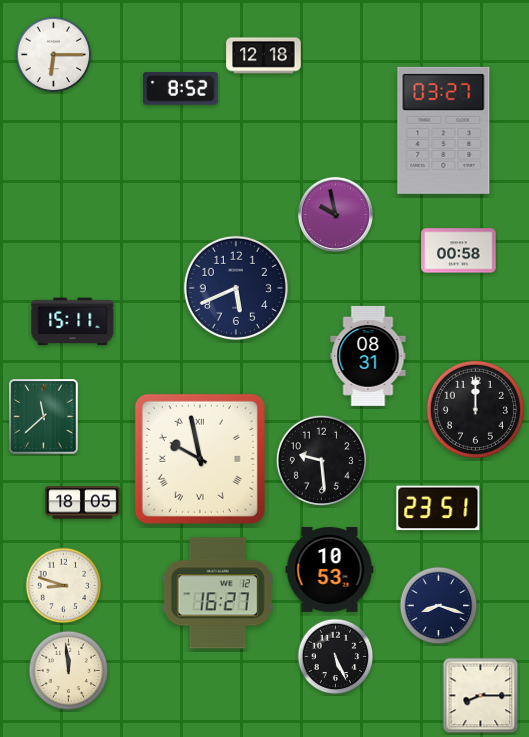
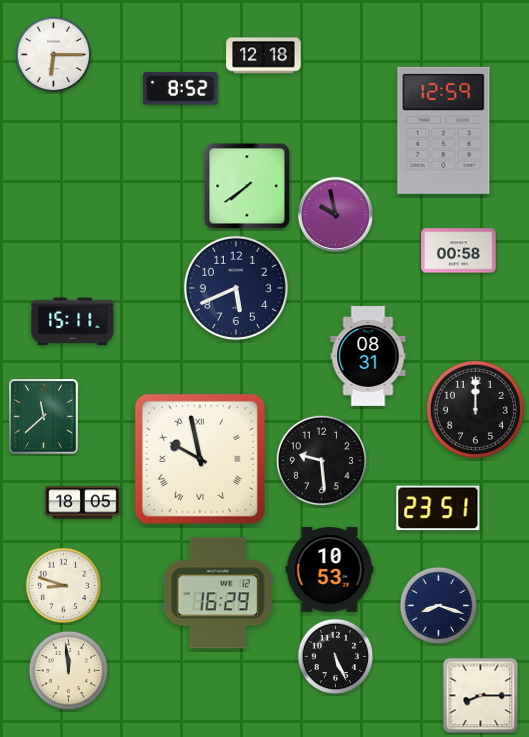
clock at (444, 130): 03:27 -> 12:59
clock at (247, 186): none -> 7:39
clock at (218, 593): 16:27 -> 16:29
